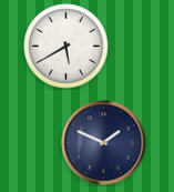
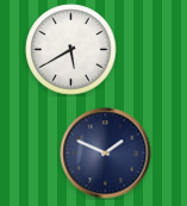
clock at (104, 143) position: (104, 143) -> (106, 154)
